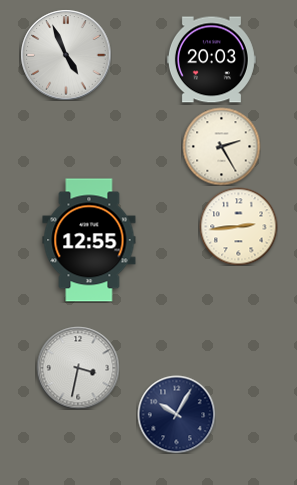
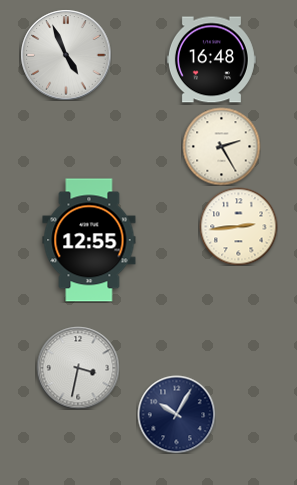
clock at (211, 60): 20:03 -> 16:48
